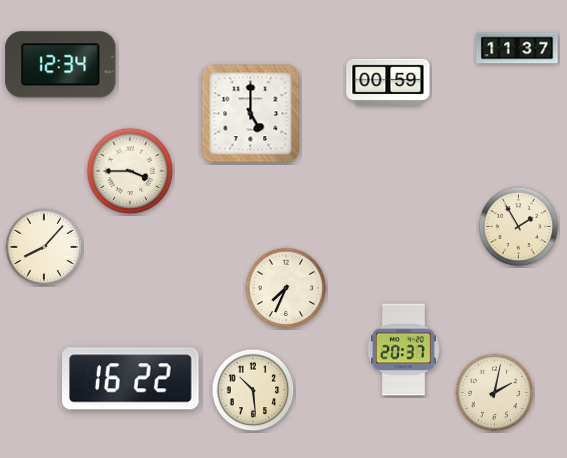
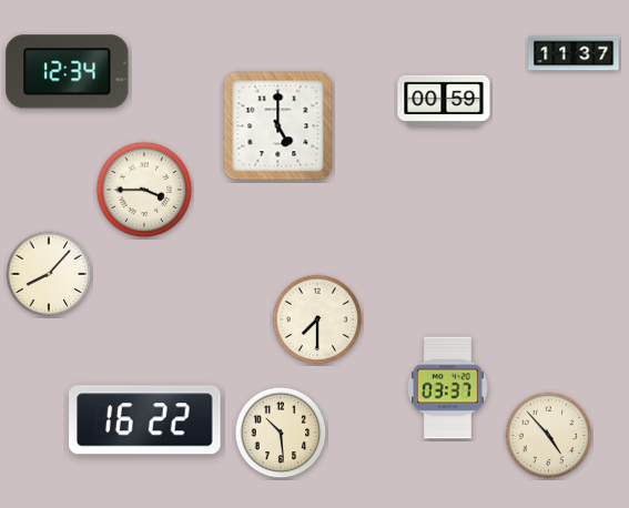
clock at (388, 82) position: (388, 82) -> (444, 101)
clock at (519, 227): 1:55 -> none
clock at (286, 288): 7:34 -> 7:30
clock at (404, 350): 20:37 -> 03:37
clock at (495, 393): 2:02 -> 4:53
